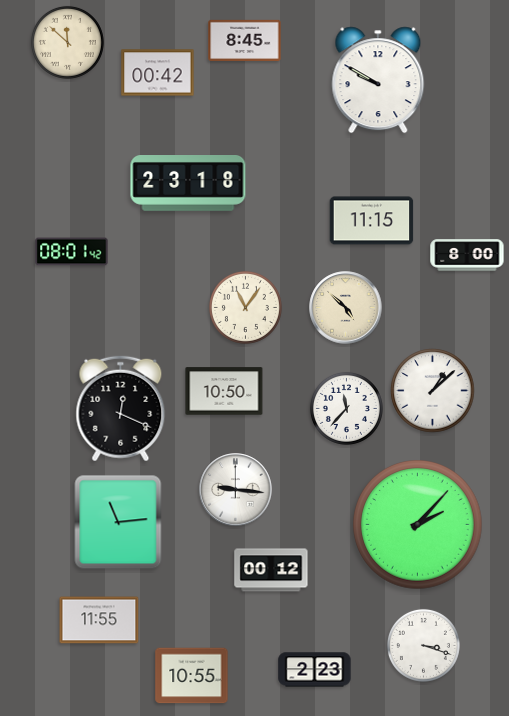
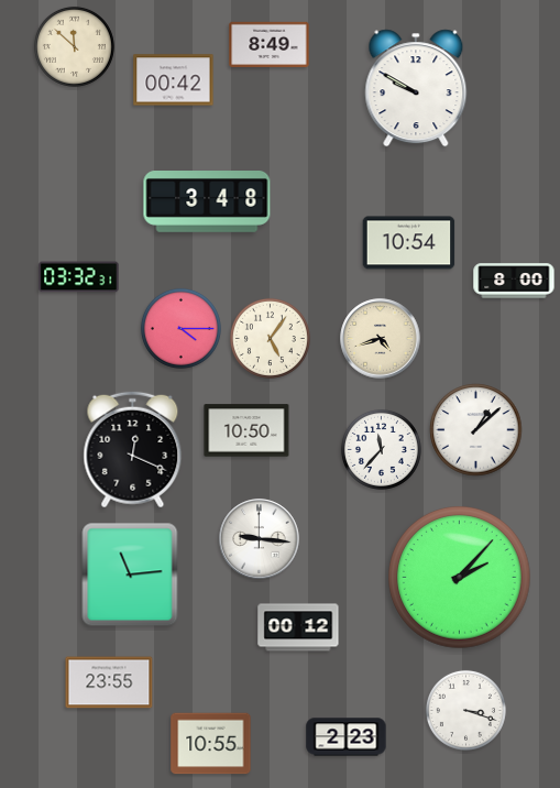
clock at (245, 40): 8:45 -> 8:49
clock at (188, 184): 23:18 -> 3:48
clock at (372, 221): 11:15 -> 10:54
clock at (72, 252): 08:01 -> 03:32
clock at (180, 328): none -> 4:15
clock at (245, 307): 11:06 -> 5:06
clock at (346, 308): 4:52 -> 4:42
clock at (99, 620): 11:55 -> 23:55
